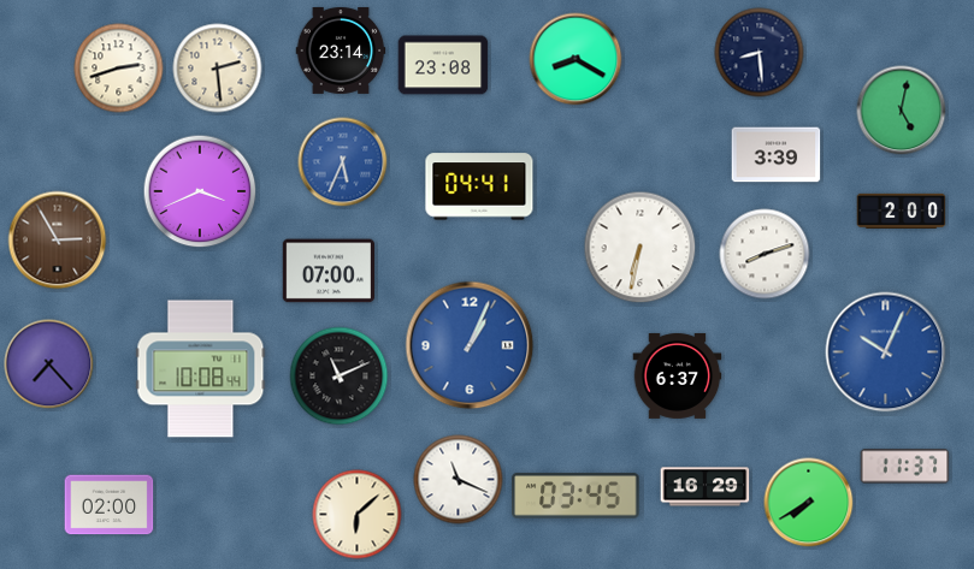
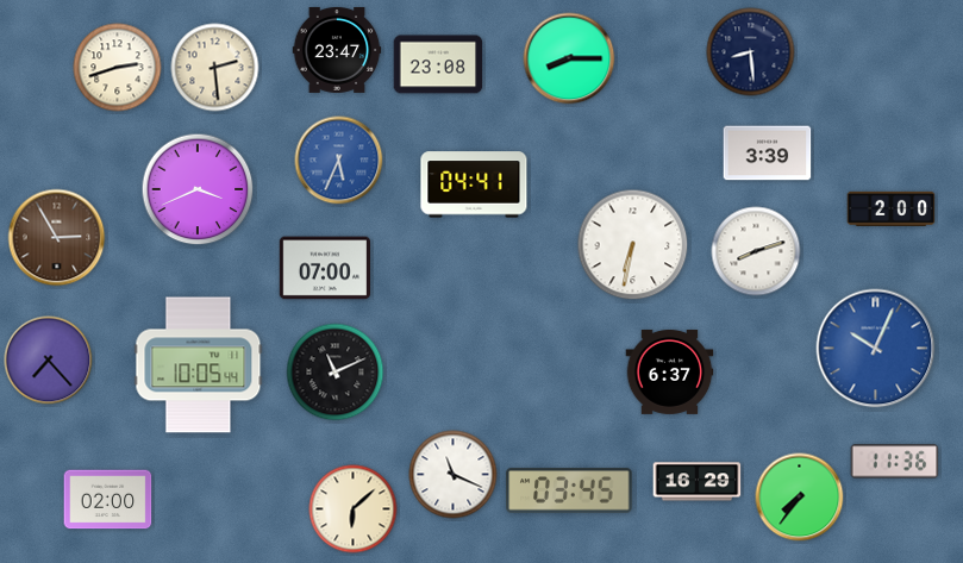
clock at (341, 51): 23:14 -> 23:47
clock at (575, 59): 8:20 -> 8:15
clock at (902, 111): 5:02 -> none
clock at (470, 345): 1:04 -> none
clock at (201, 369): 10:08 -> 10:05
clock at (905, 467): 11:37 -> 11:36
clock at (809, 503): 7:40 -> 7:36
